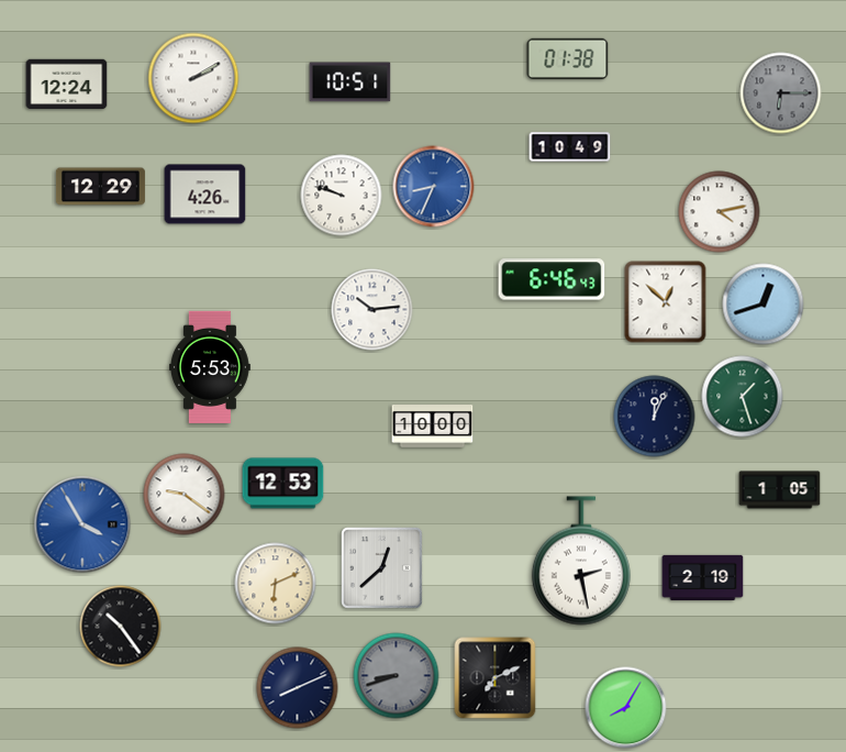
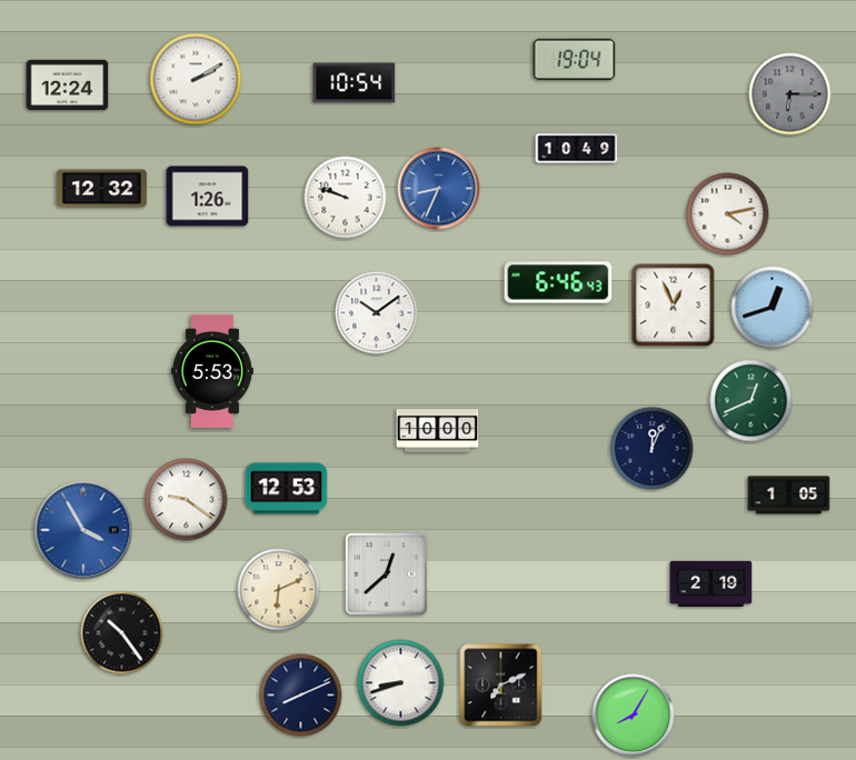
clock at (568, 58): 01:38 -> 19:04
clock at (350, 82): 10:51 -> 10:54
clock at (100, 187): 12:29 -> 12:32
clock at (205, 195): 4:26 -> 1:26
clock at (666, 302): 12:52 -> 12:56
clock at (372, 310): 10:14 -> 10:09
clock at (743, 397): 1:27 -> 12:41
clock at (655, 417) position: (655, 417) -> (653, 449)
clock at (581, 561): 2:28 -> none
clock at (397, 676) dial: grey -> white
